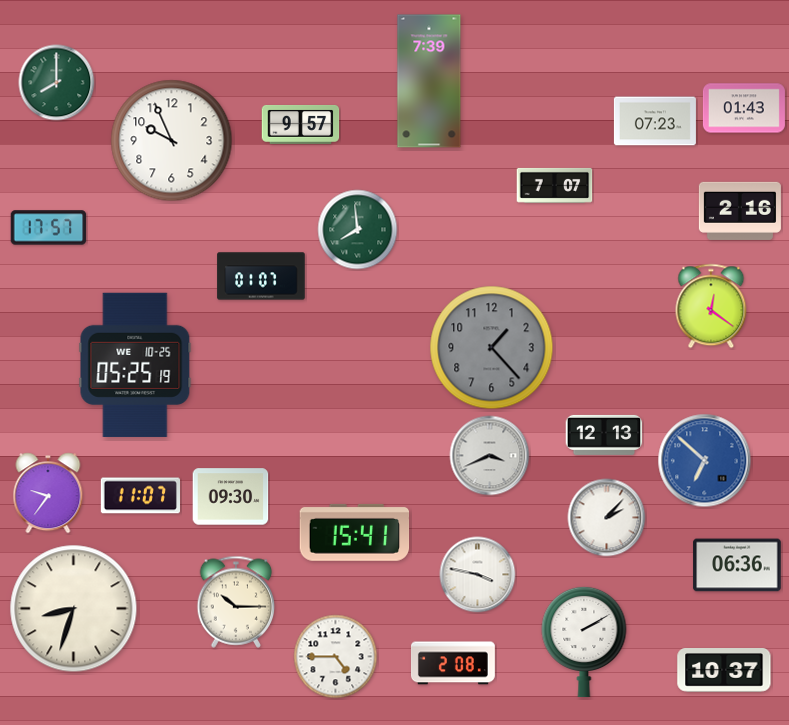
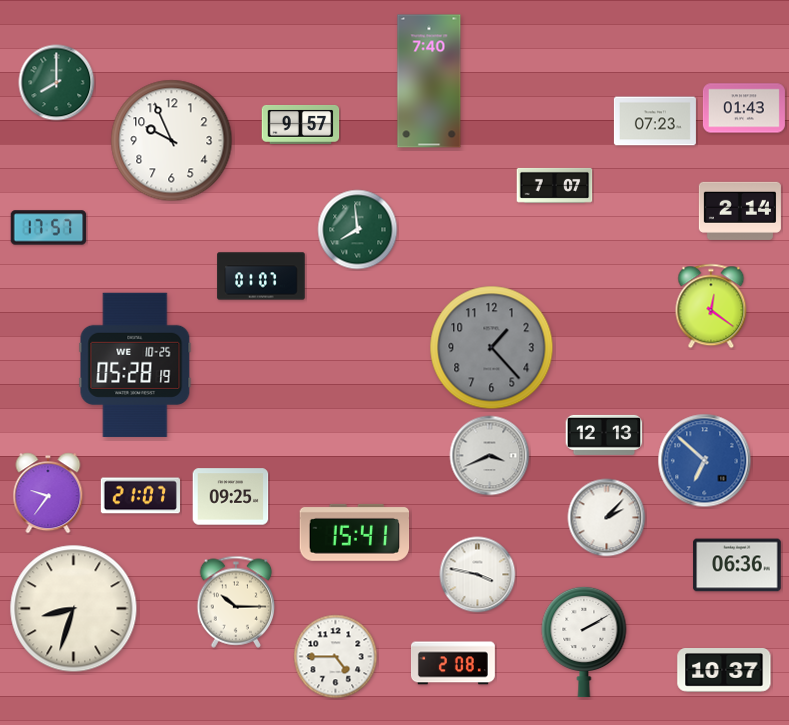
clock at (429, 81): 7:39 -> 7:40
clock at (740, 211): 2:16 -> 2:14
clock at (135, 365): 05:25 -> 05:28
clock at (140, 496): 11:07 -> 21:07
clock at (231, 497): 09:30 -> 09:25
